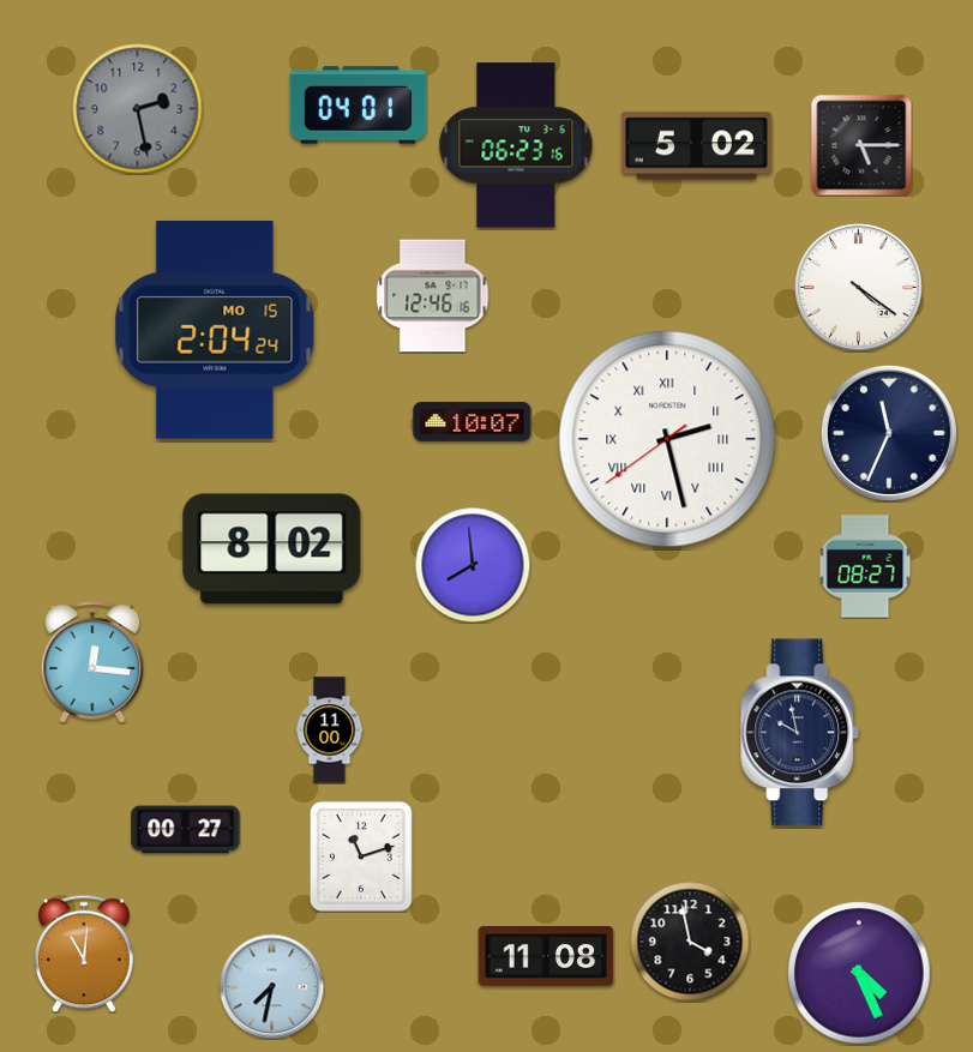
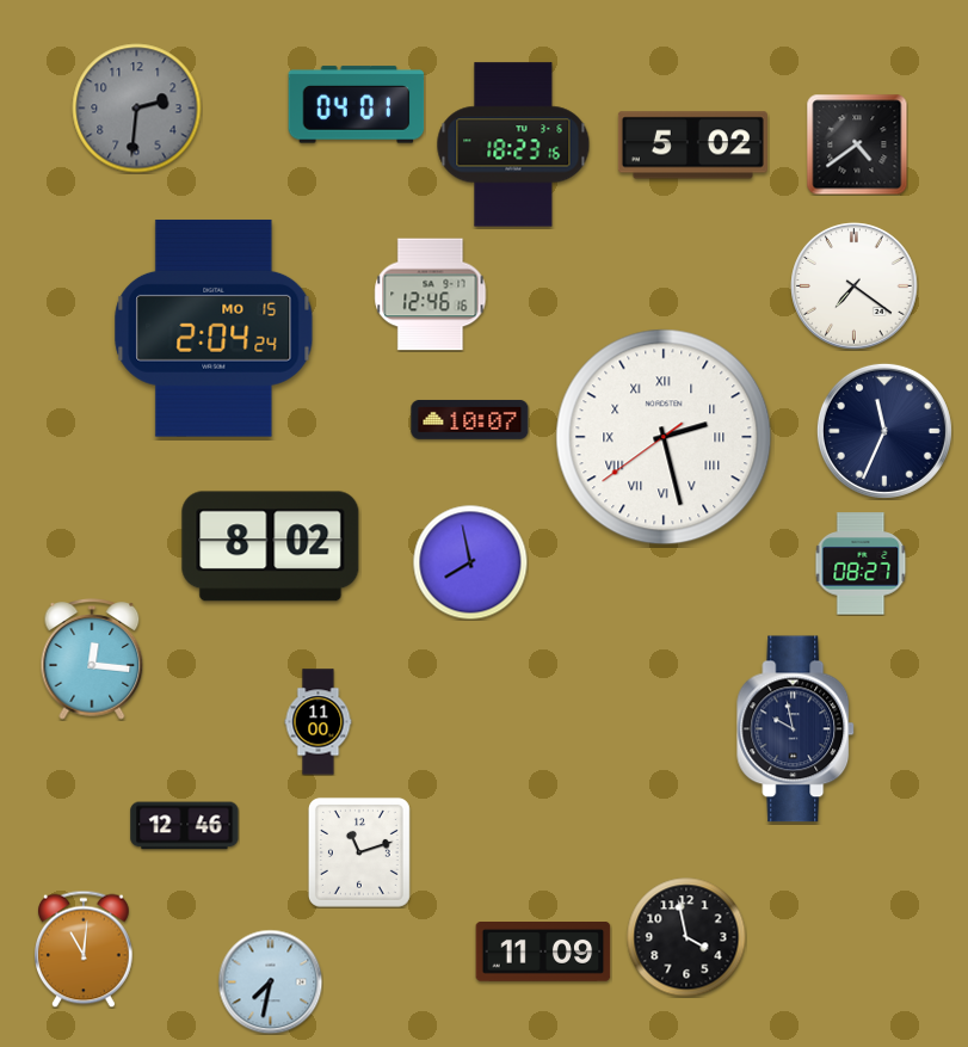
clock at (138, 109): 2:28 -> 2:31
clock at (516, 145): 06:23 -> 18:23
clock at (861, 145): 5:15 -> 4:39
clock at (859, 288): 4:21 -> 7:21
clock at (473, 565): 7:59 -> 7:58
clock at (330, 731) position: (330, 731) -> (319, 722)
clock at (186, 830): 00:27 -> 12:46
clock at (546, 957): 11:08 -> 11:09
clock at (859, 973): 4:26 -> none
